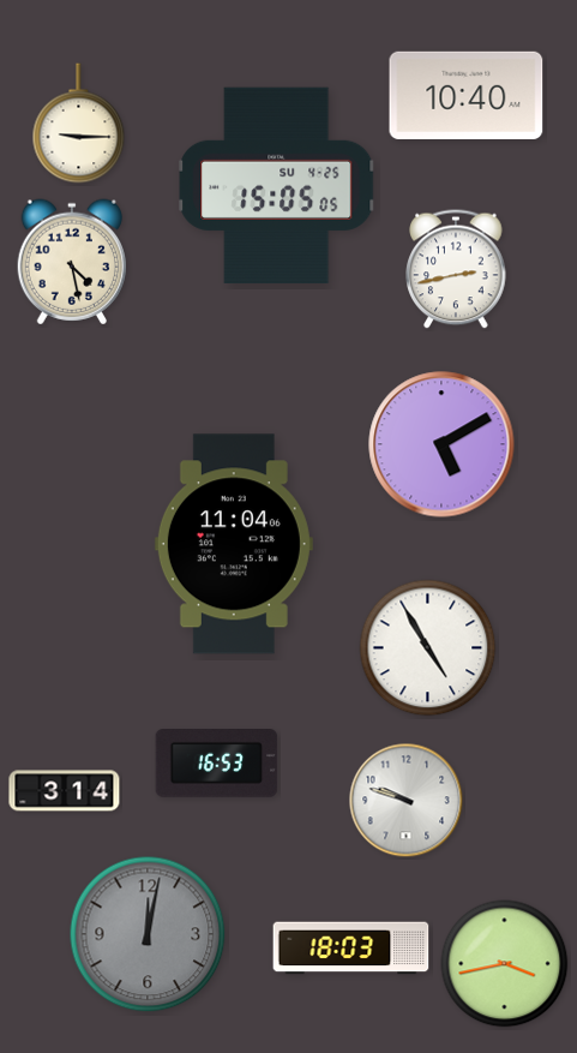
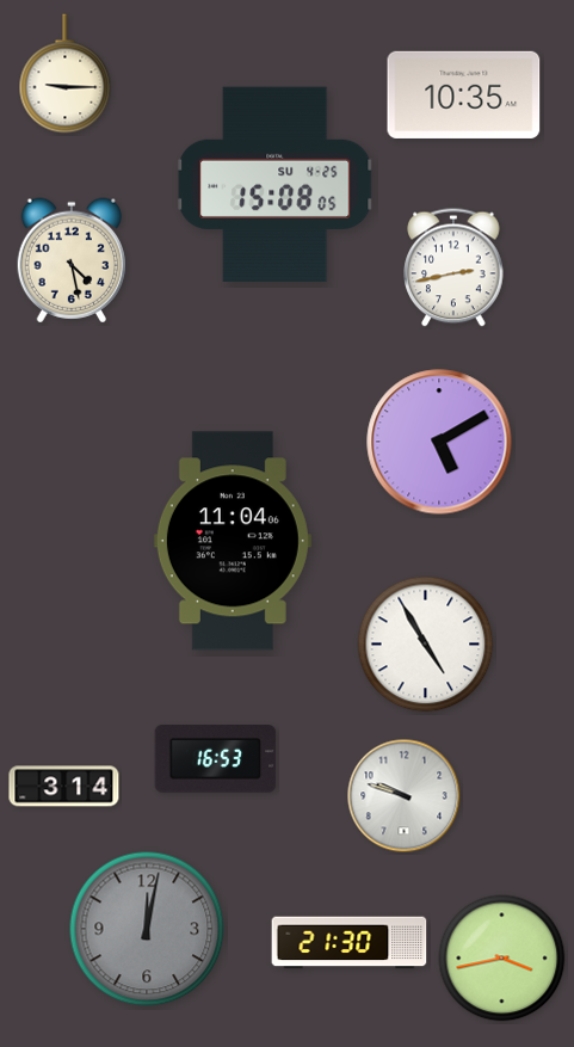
clock at (467, 95): 10:40 -> 10:35
clock at (79, 124) position: (79, 124) -> (66, 74)
clock at (277, 185): 15:05 -> 15:08
clock at (351, 949): 18:03 -> 21:30
